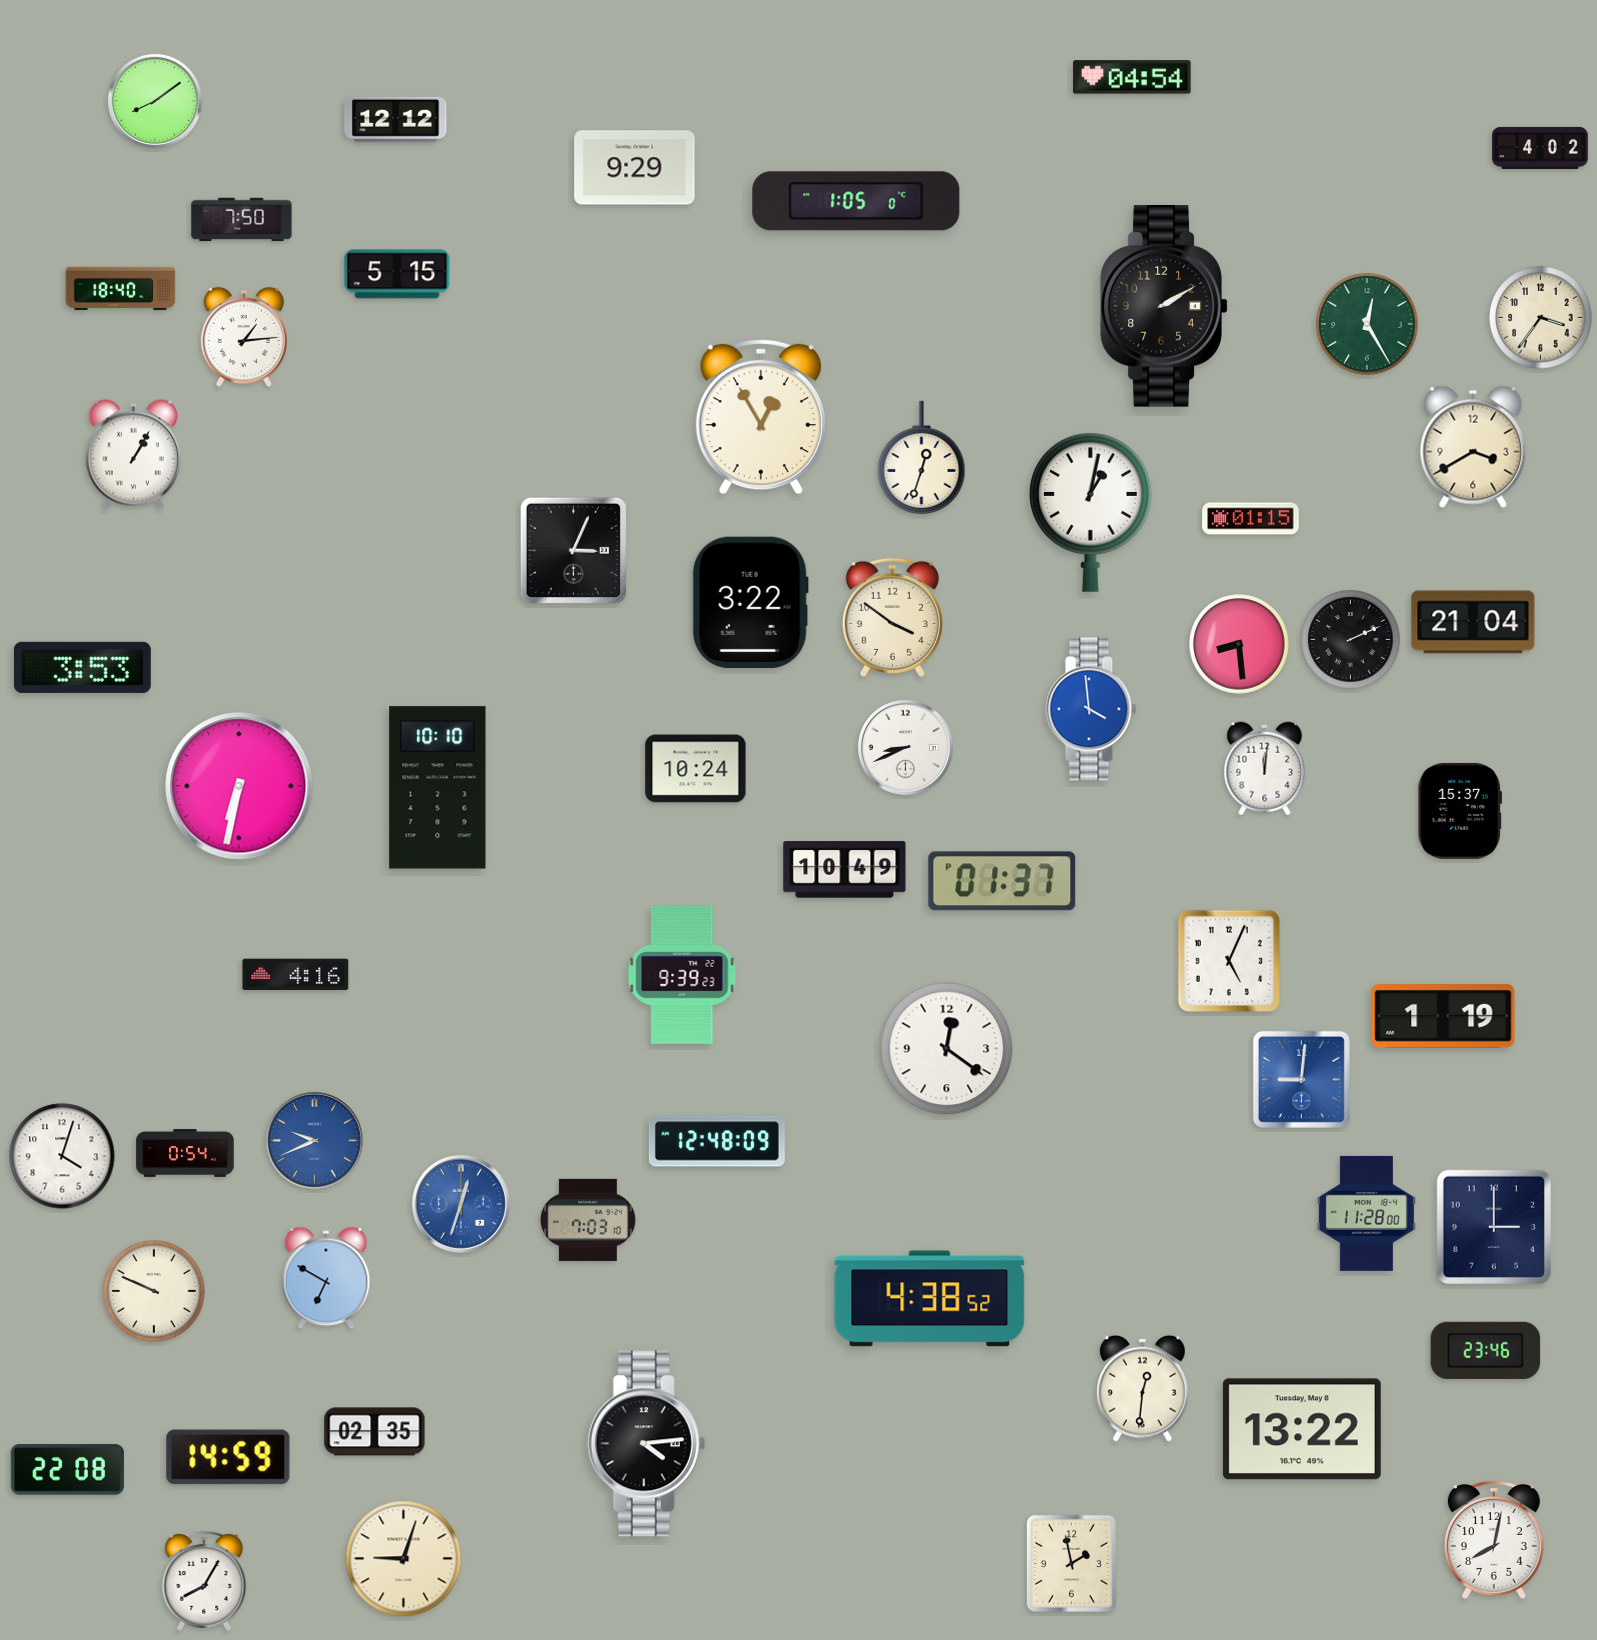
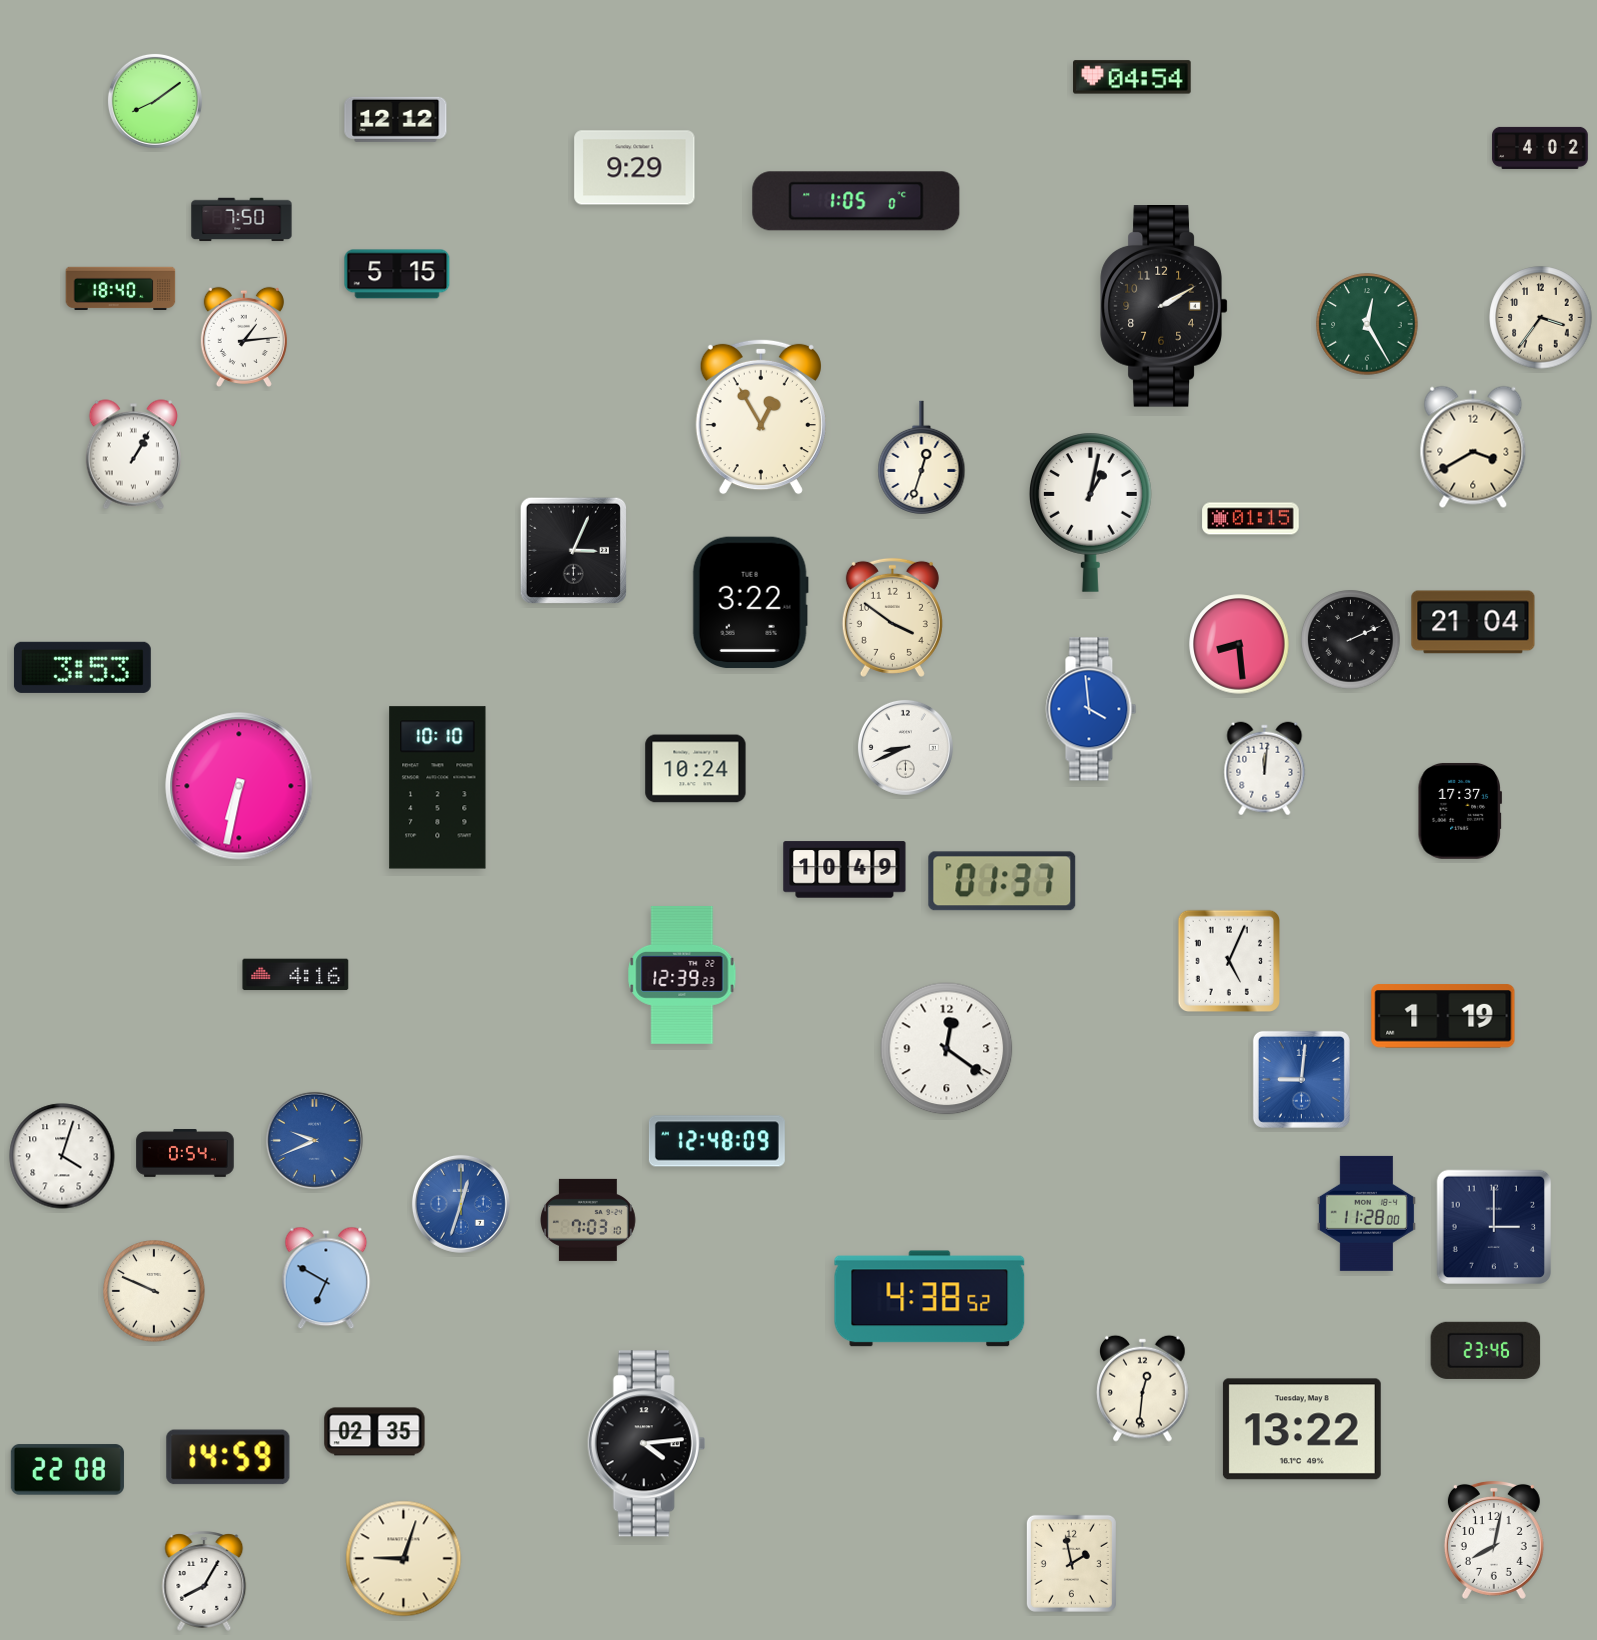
clock at (1459, 811): 15:37 -> 17:37
clock at (682, 976): 9:39 -> 12:39
